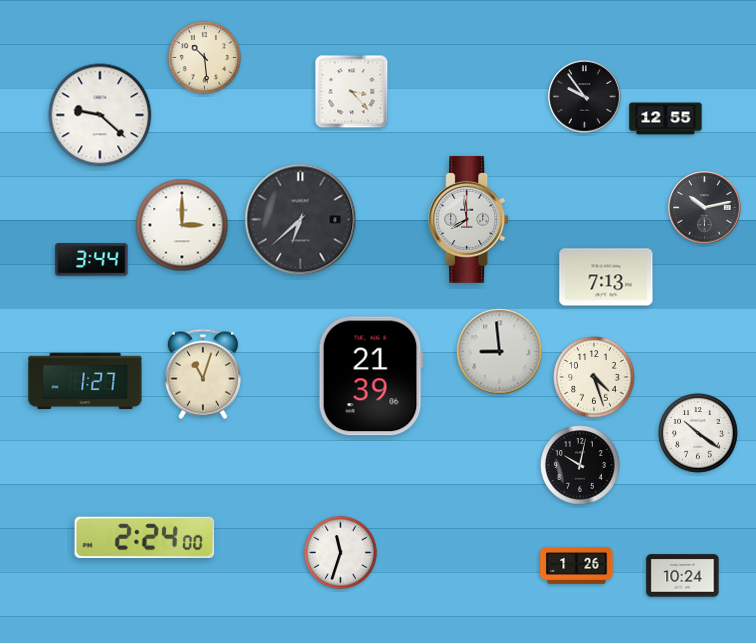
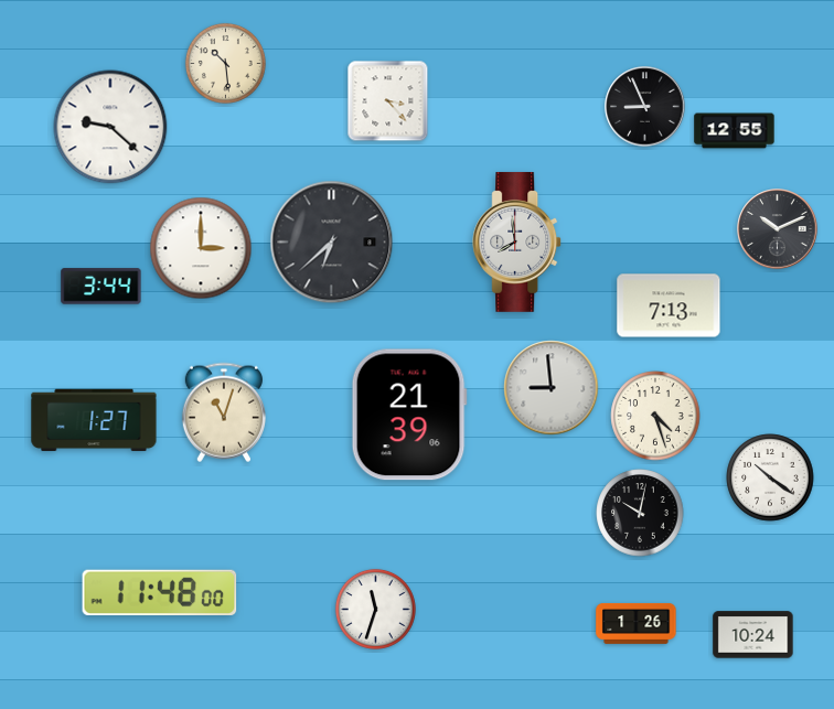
clock at (585, 97): 9:54 -> 8:56
clock at (705, 208): 10:13 -> 10:11
clock at (145, 537): 2:24 -> 11:48
